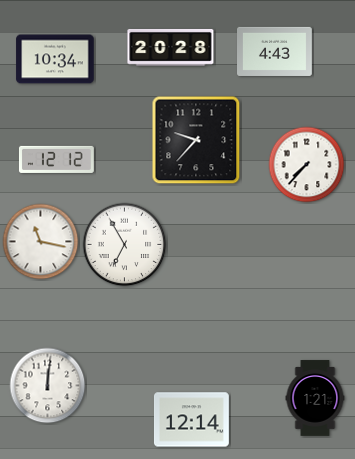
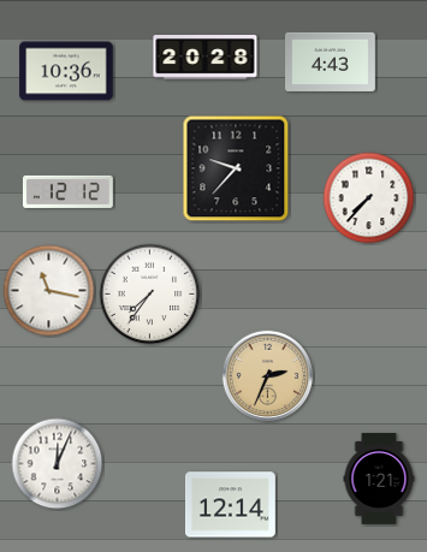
clock at (55, 59): 10:34 -> 10:36
clock at (125, 245): 6:55 -> 7:36
clock at (268, 376): none -> 2:34
clock at (48, 386): 12:01 -> 12:04
